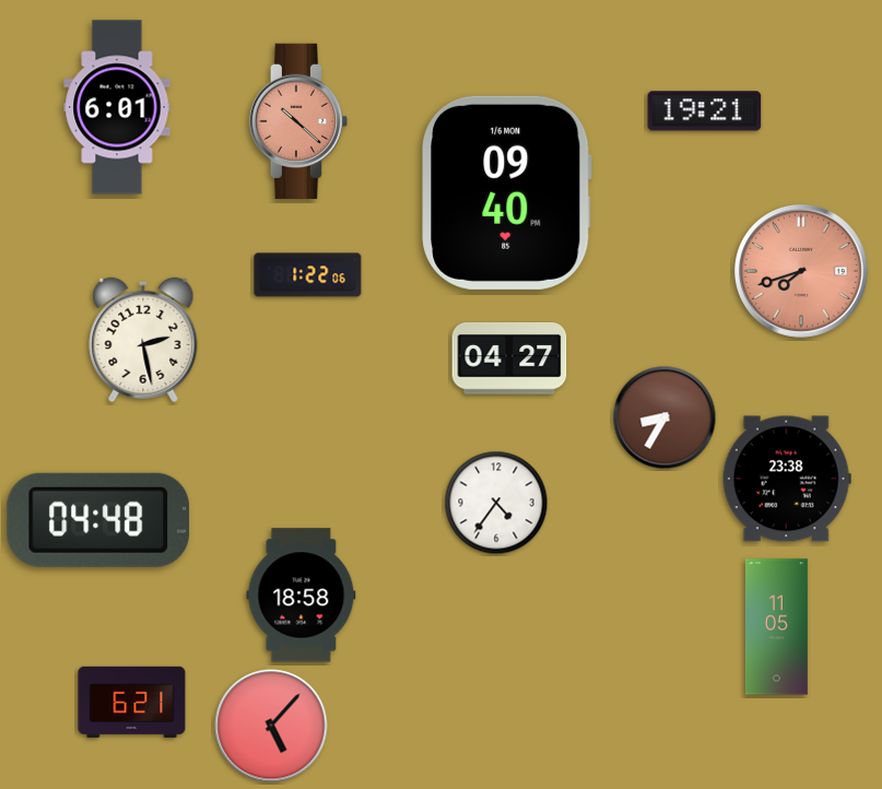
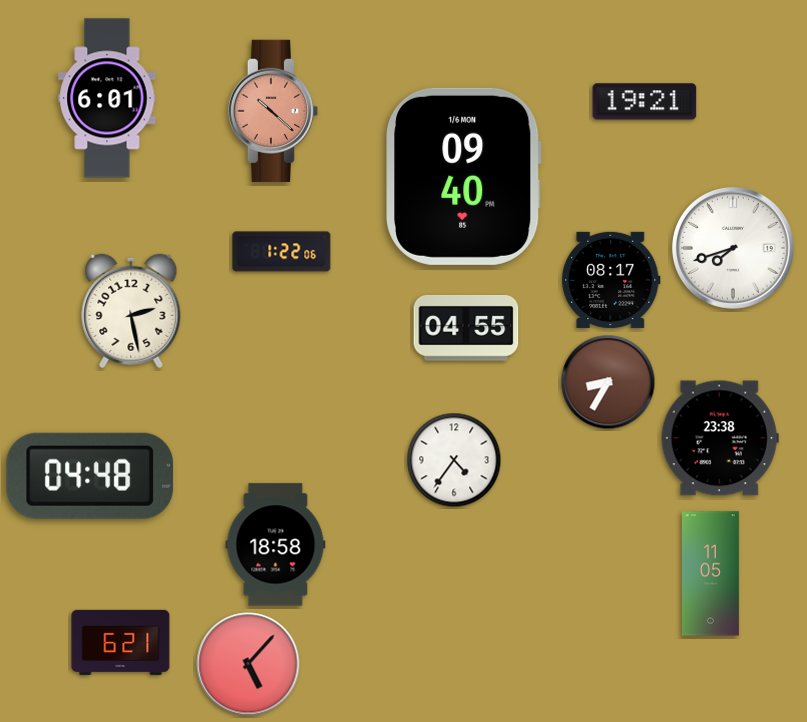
clock at (801, 271) dial: salmon -> white
clock at (611, 280): none -> 08:17
clock at (509, 360): 04:27 -> 04:55
